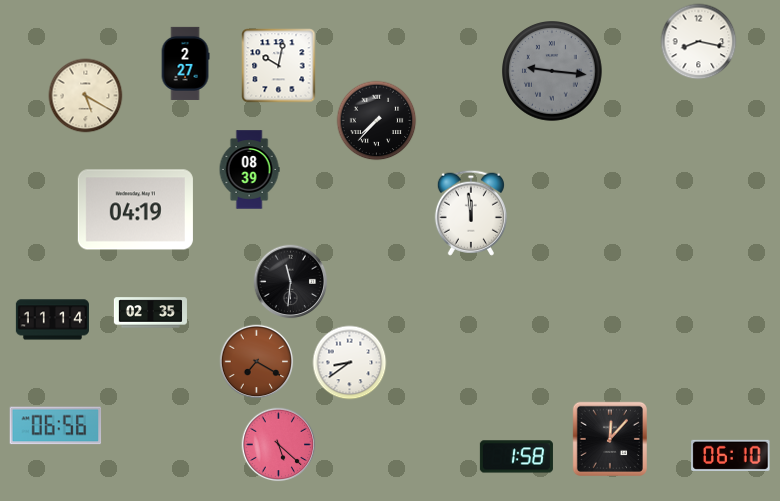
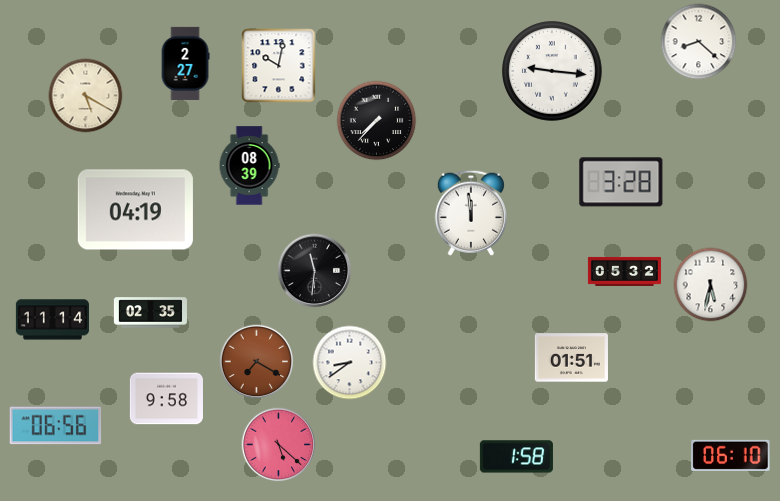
clock at (699, 42): 8:17 -> 8:22
clock at (553, 72) dial: grey -> white
clock at (249, 170) position: (249, 170) -> (249, 166)
clock at (621, 182): none -> 3:28
clock at (624, 271): none -> 05:32
clock at (291, 282) position: (291, 282) -> (315, 271)
clock at (711, 285): none -> 5:32
clock at (571, 358): none -> 01:51
clock at (166, 399): none -> 9:58
clock at (609, 438): 12:07 -> none
